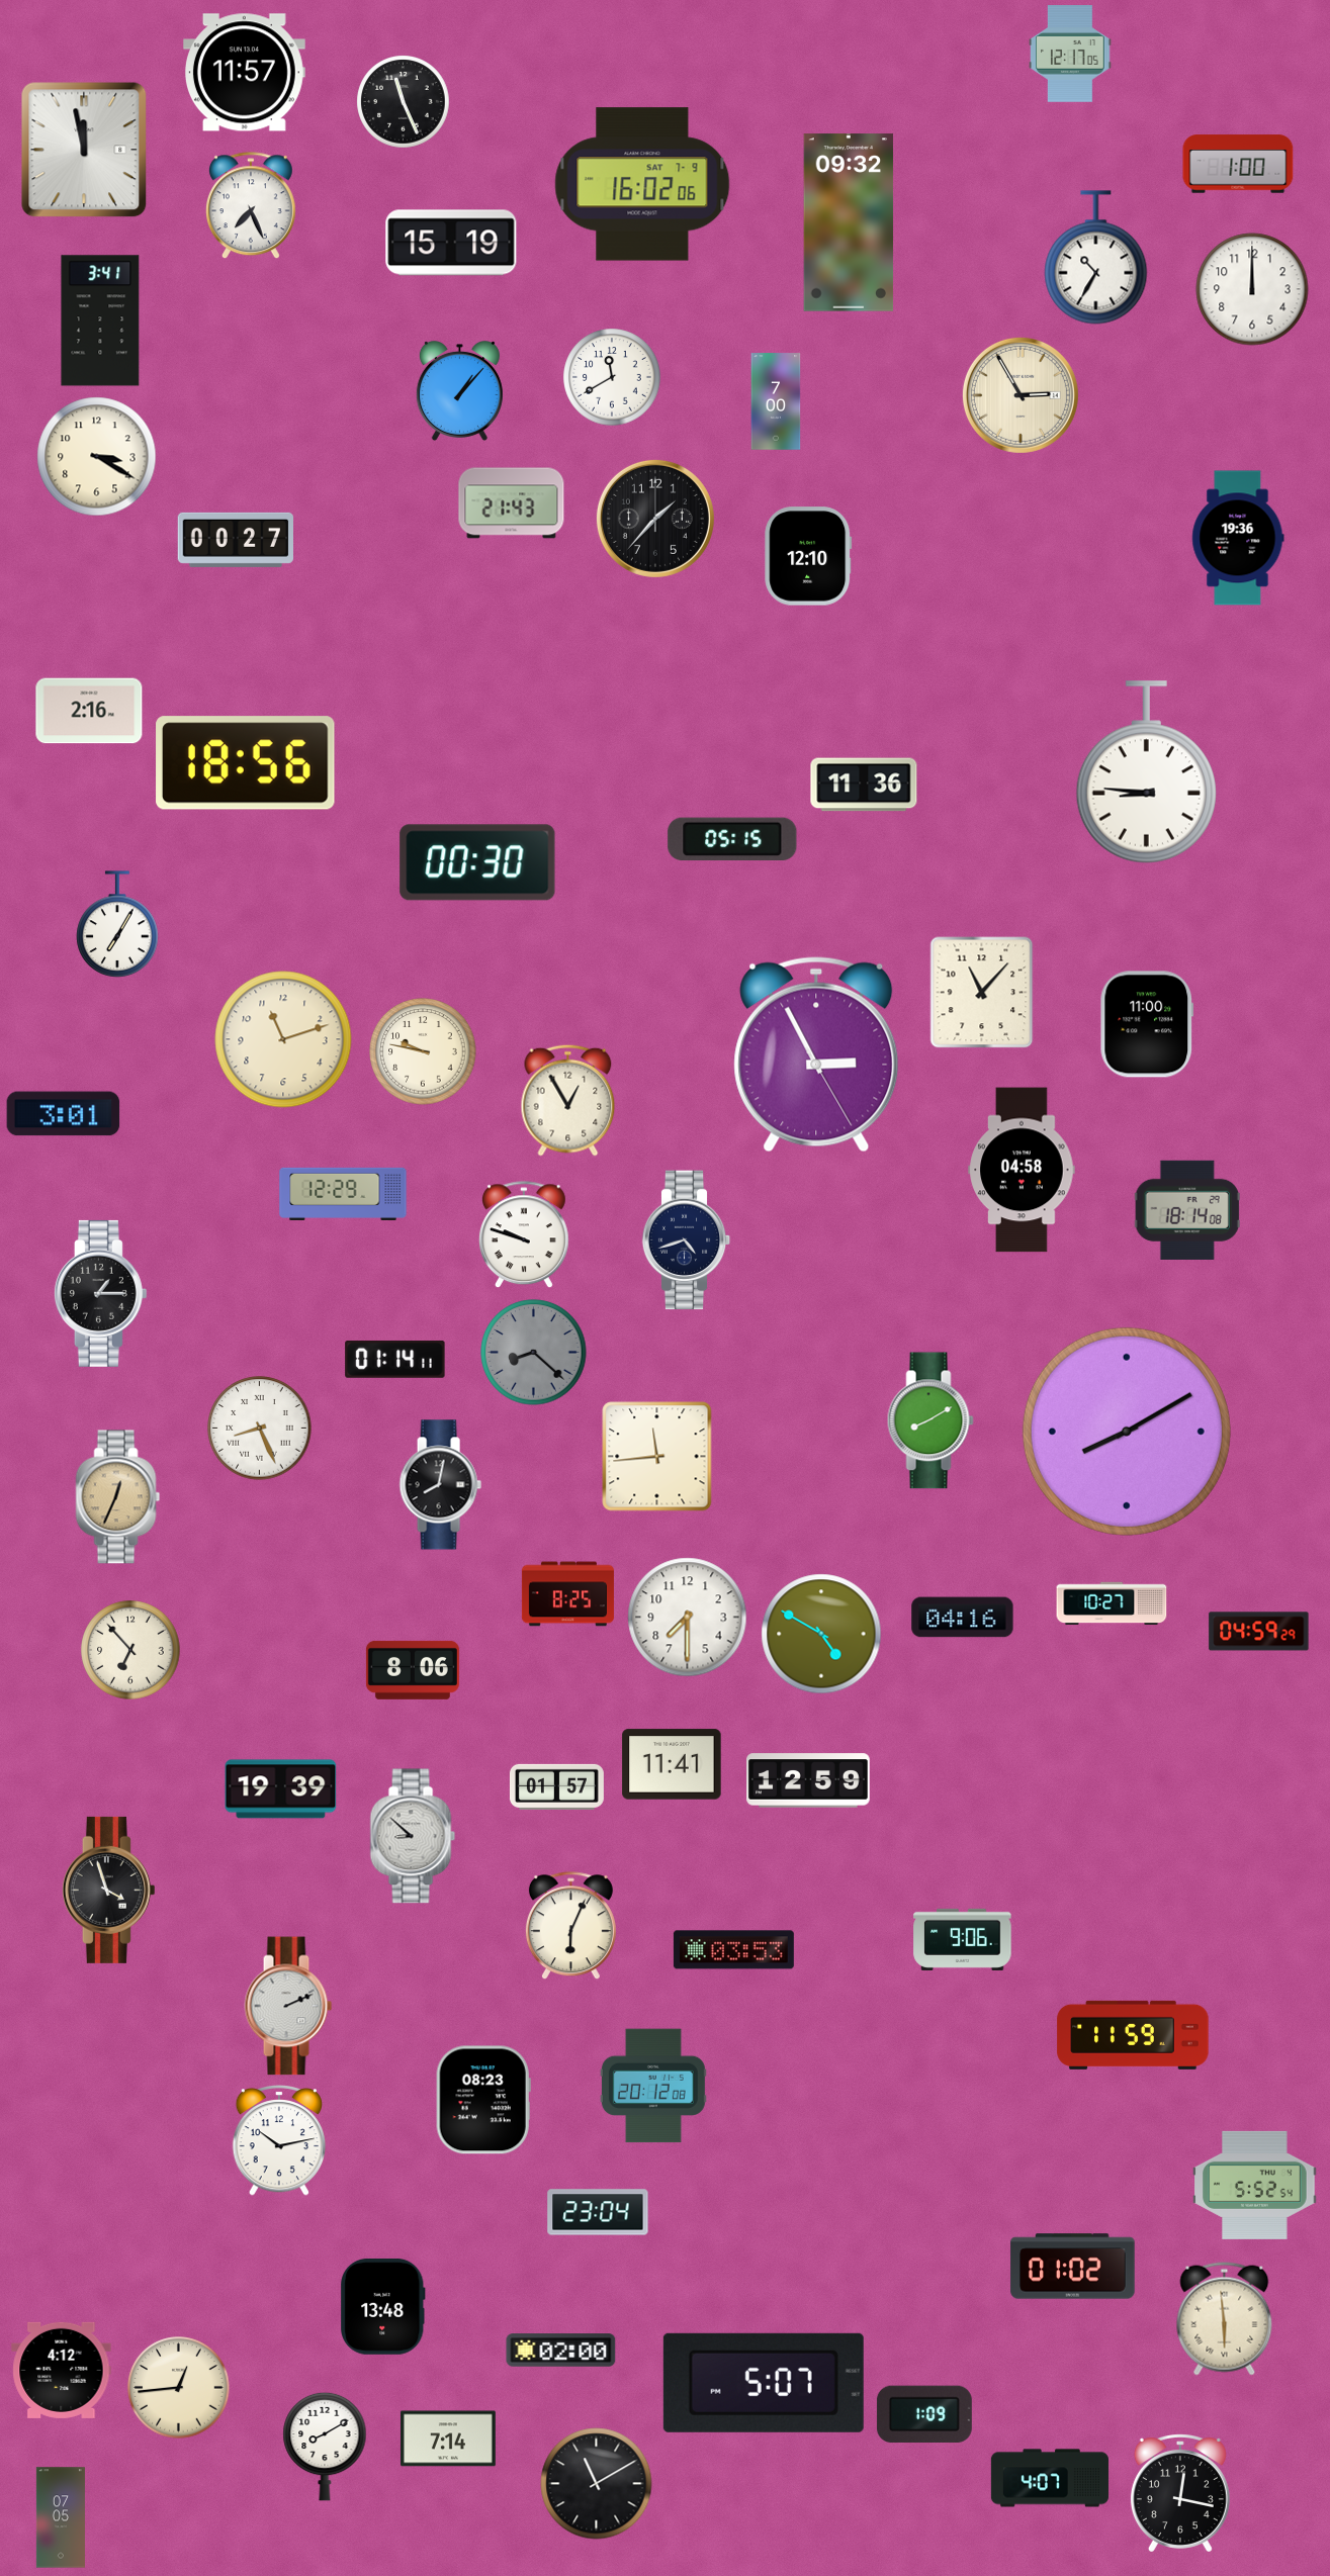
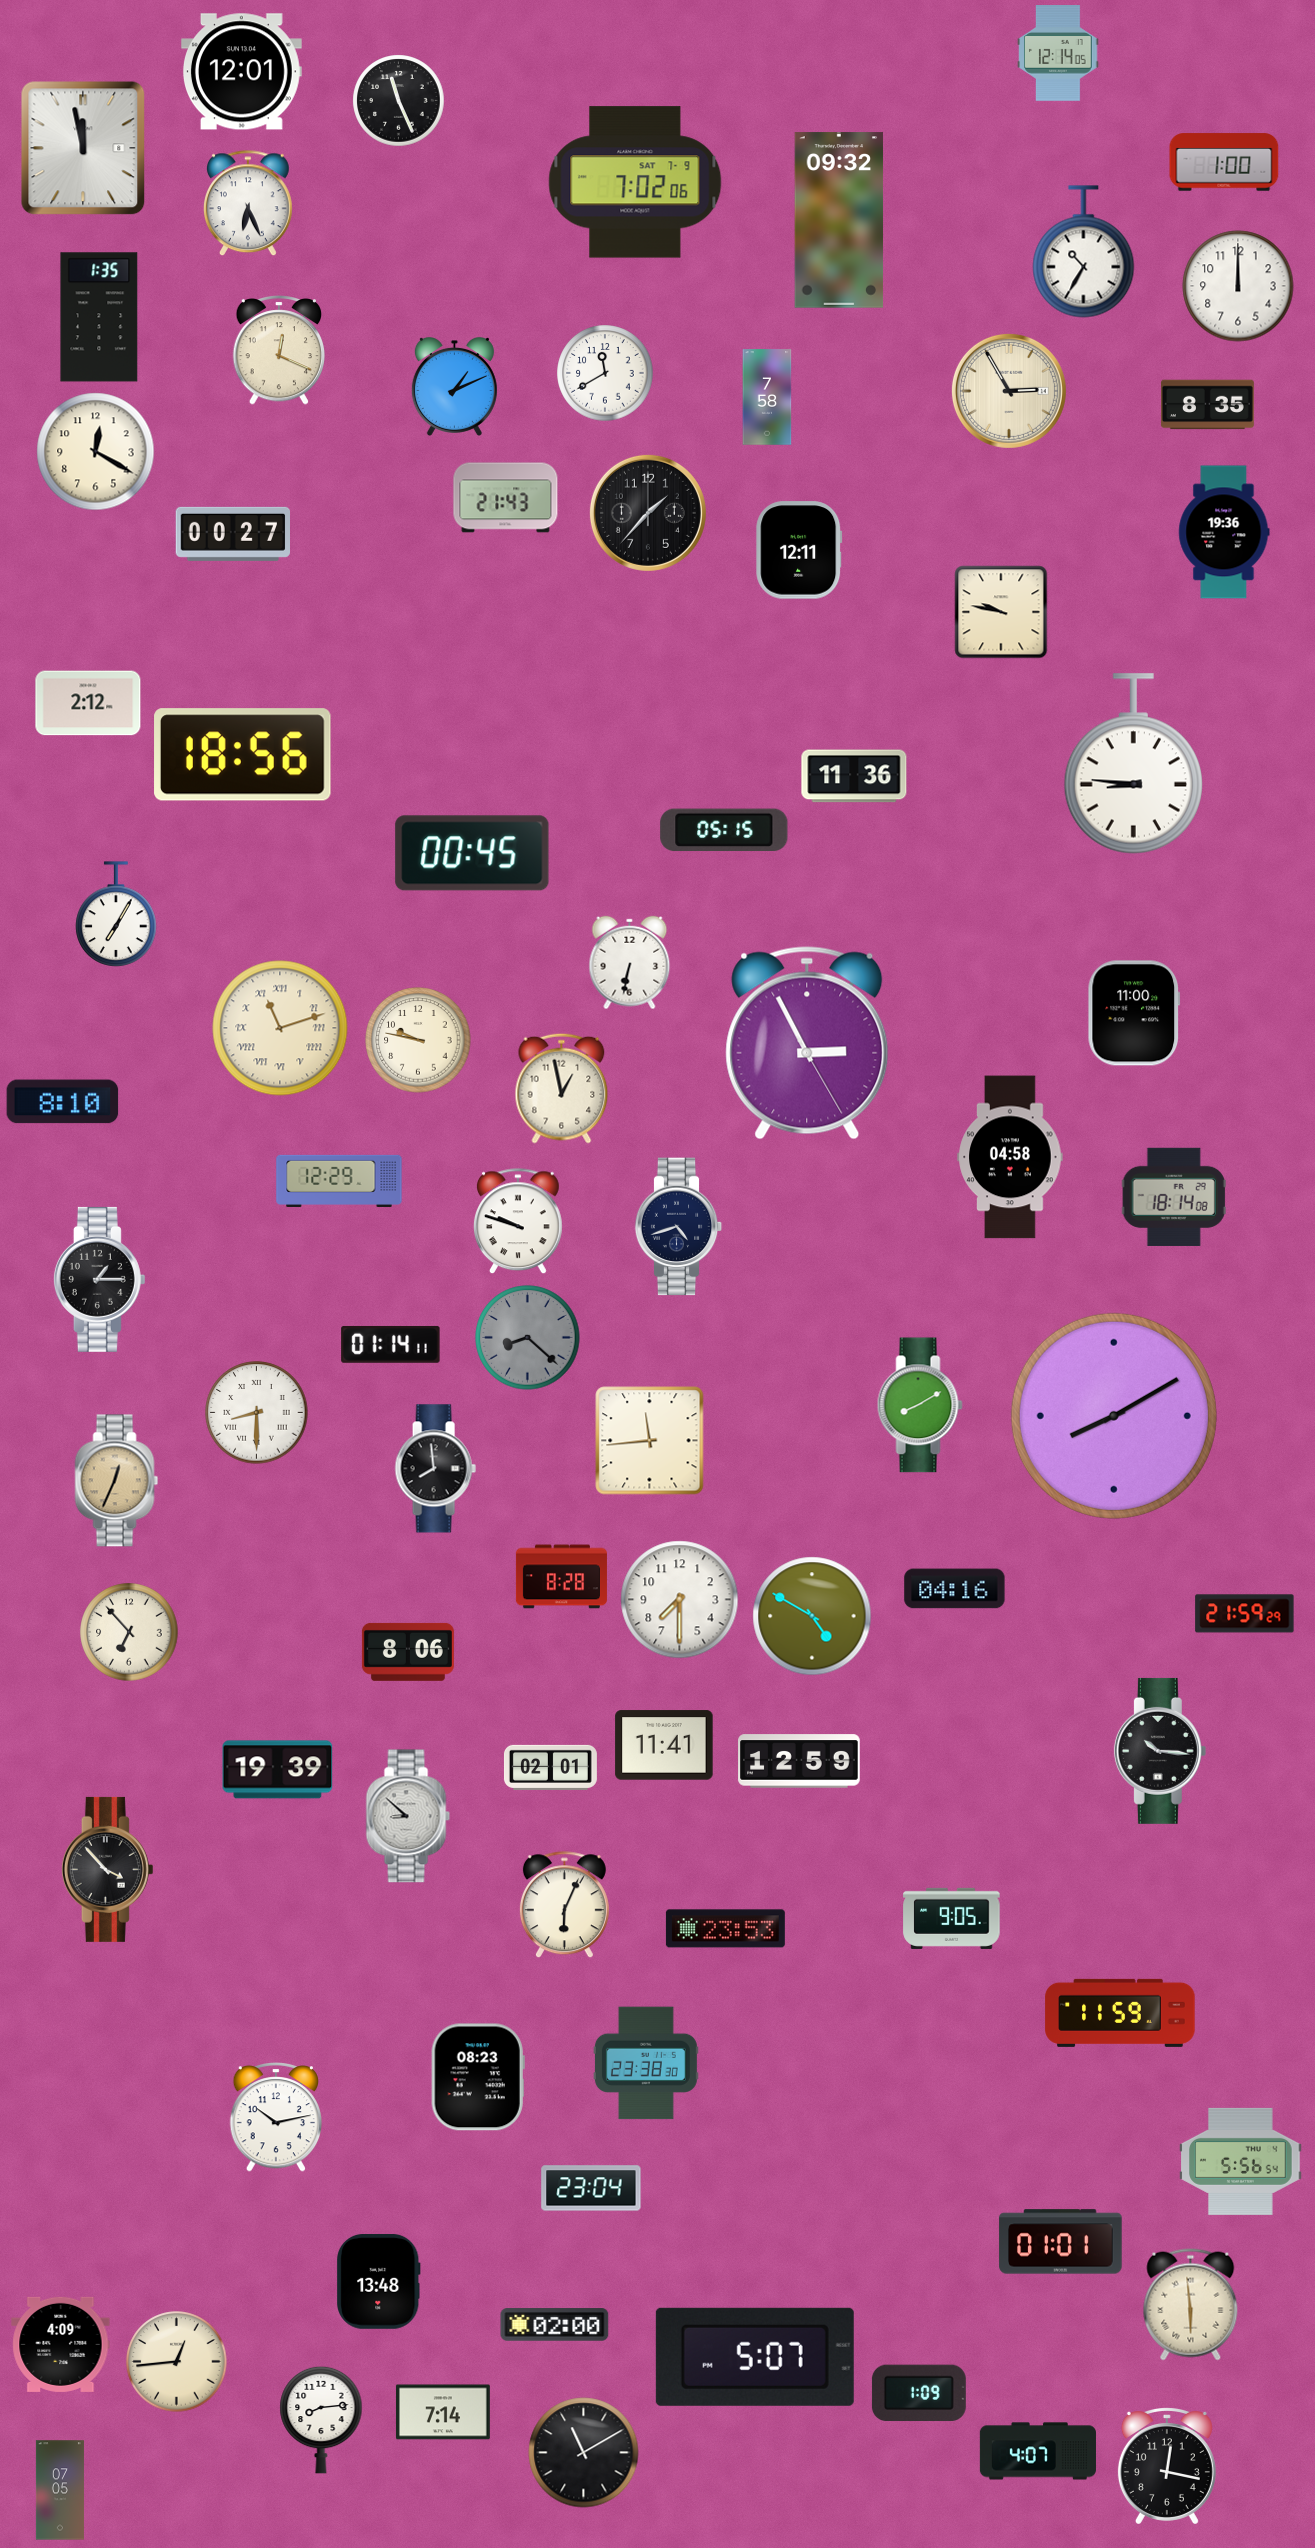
clock at (1070, 54): 12:17 -> 12:14
clock at (244, 73): 11:57 -> 12:01
clock at (642, 184): 16:02 -> 7:02
clock at (251, 206): 7:26 -> 6:26
clock at (451, 243): 15:19 -> none
clock at (1096, 258) position: (1096, 258) -> (1084, 252)
clock at (100, 320): 3:41 -> 1:35
clock at (279, 351): none -> 12:19
clock at (459, 391): 1:07 -> 1:11
clock at (776, 401): 7:00 -> 7:58
clock at (1207, 405): none -> 8:35
clock at (97, 457): 3:20 -> 12:20
clock at (808, 556): 12:10 -> 12:11
clock at (1001, 612): none -> 9:47
clock at (89, 711): 2:16 -> 2:12
clock at (477, 862): 00:30 -> 00:45
clock at (630, 963): none -> 6:32
clock at (982, 993): 11:07 -> none
clock at (283, 1039) numerals: Arabic -> Roman
clock at (568, 1100): 12:55 -> 12:58
clock at (64, 1114): 3:01 -> 8:10
clock at (260, 1429): 8:26 -> 8:30
clock at (440, 1485): 8:02 -> 7:59
clock at (567, 1594): 8:25 -> 8:28
clock at (1112, 1603): 10:27 -> none
clock at (963, 1618) position: (963, 1618) -> (955, 1589)
clock at (1259, 1632): 04:59 -> 21:59
clock at (1160, 1751): none -> 10:16
clock at (556, 1786): 01:57 -> 02:01
clock at (108, 1890): 3:57 -> 3:53
clock at (963, 1939): 9:06 -> 9:05
clock at (733, 1950): 03:53 -> 23:53
clock at (288, 2006): 2:11 -> none
clock at (653, 2086): 20:12 -> 23:38
clock at (1255, 2185): 5:52 -> 5:56
clock at (1073, 2267): 01:02 -> 01:01
clock at (1225, 2319) position: (1225, 2319) -> (1191, 2305)
clock at (62, 2370): 4:12 -> 4:09
clock at (924, 2414) position: (924, 2414) -> (919, 2393)
clock at (325, 2447): 8:10 -> 8:14
clock at (597, 2484) position: (597, 2484) -> (584, 2453)
